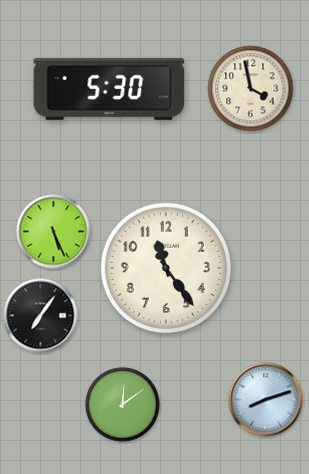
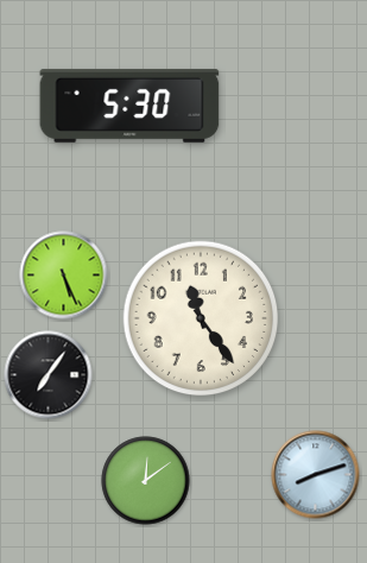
clock at (251, 89): 3:58 -> none
clock at (166, 268) position: (166, 268) -> (201, 318)
